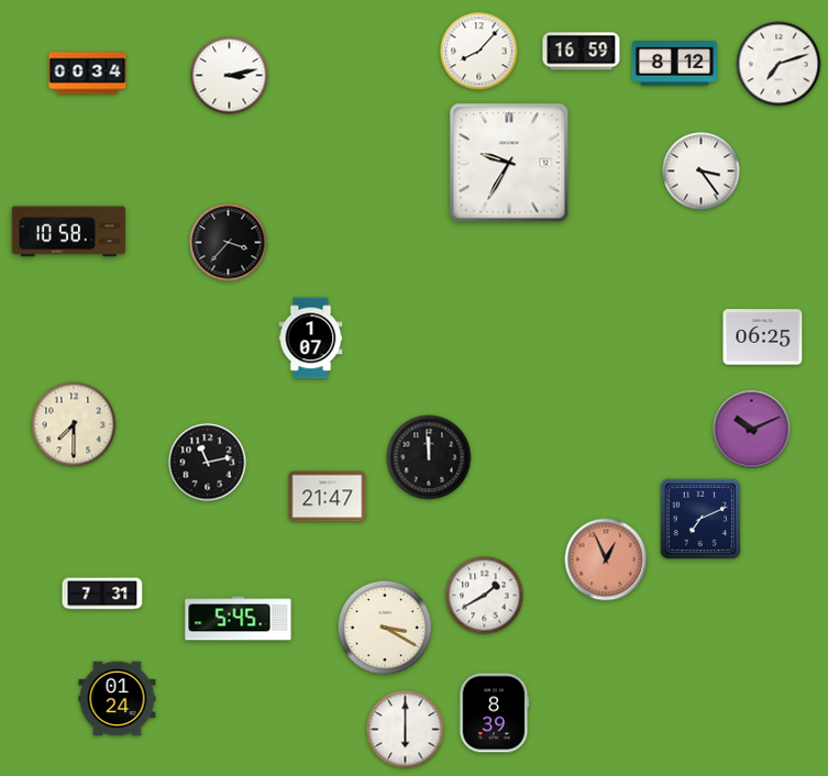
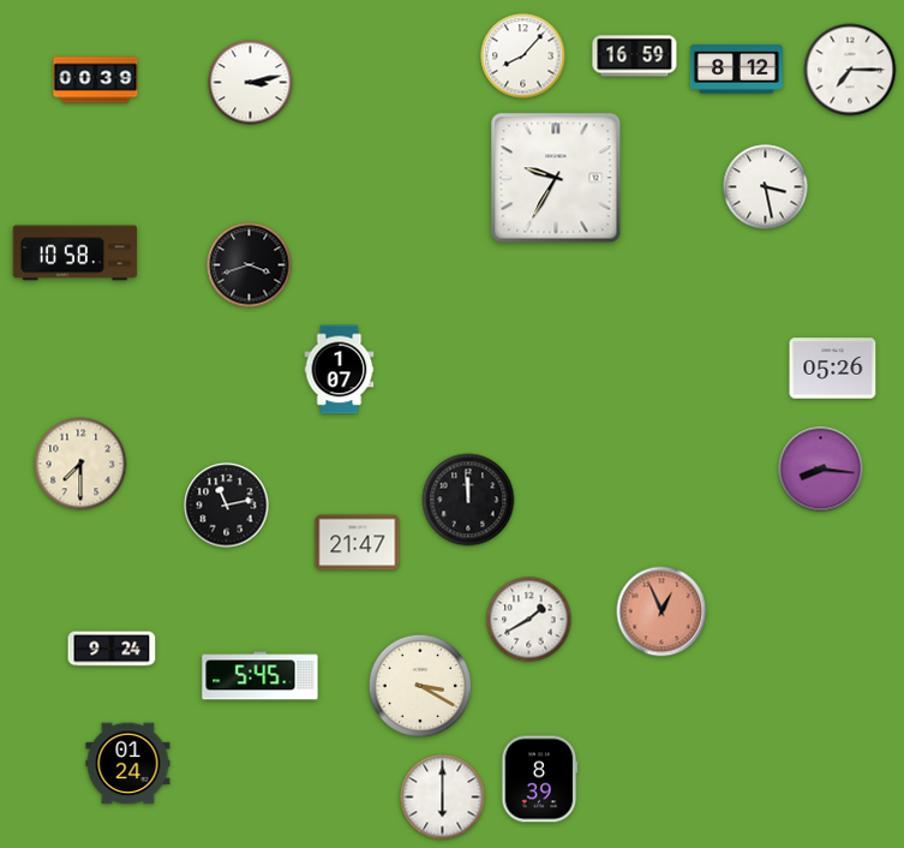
clock at (779, 64): 7:12 -> 7:15
clock at (88, 74): 00:34 -> 00:39
clock at (702, 171): 3:24 -> 3:28
clock at (229, 243): 3:37 -> 3:42
clock at (763, 337): 06:25 -> 05:26
clock at (752, 430): 10:11 -> 8:16
clock at (700, 519): 7:11 -> none
clock at (102, 594): 7:31 -> 9:24
clock at (485, 596) position: (485, 596) -> (529, 620)
